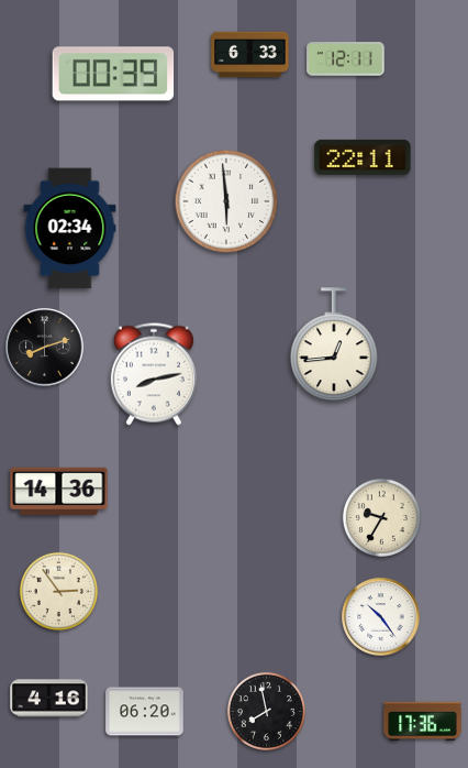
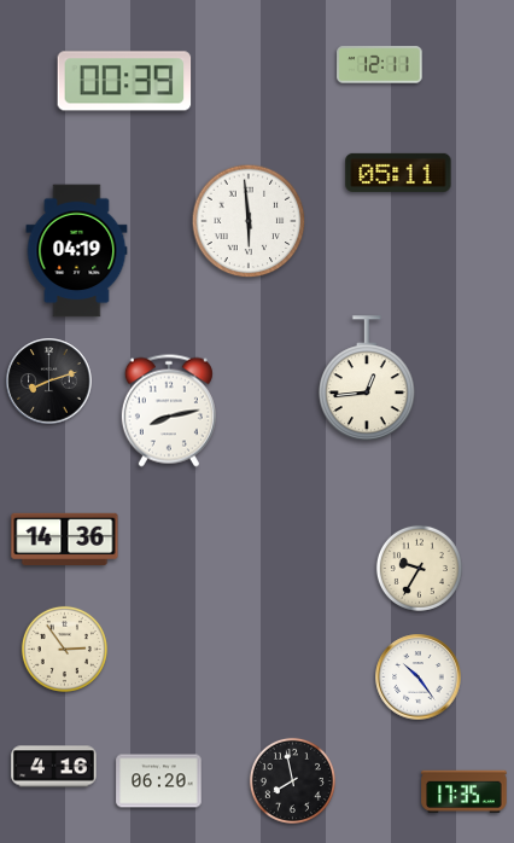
clock at (250, 55): 6:33 -> none
clock at (363, 157): 22:11 -> 05:11
clock at (70, 229): 02:34 -> 04:19
clock at (423, 722): 17:36 -> 17:35
